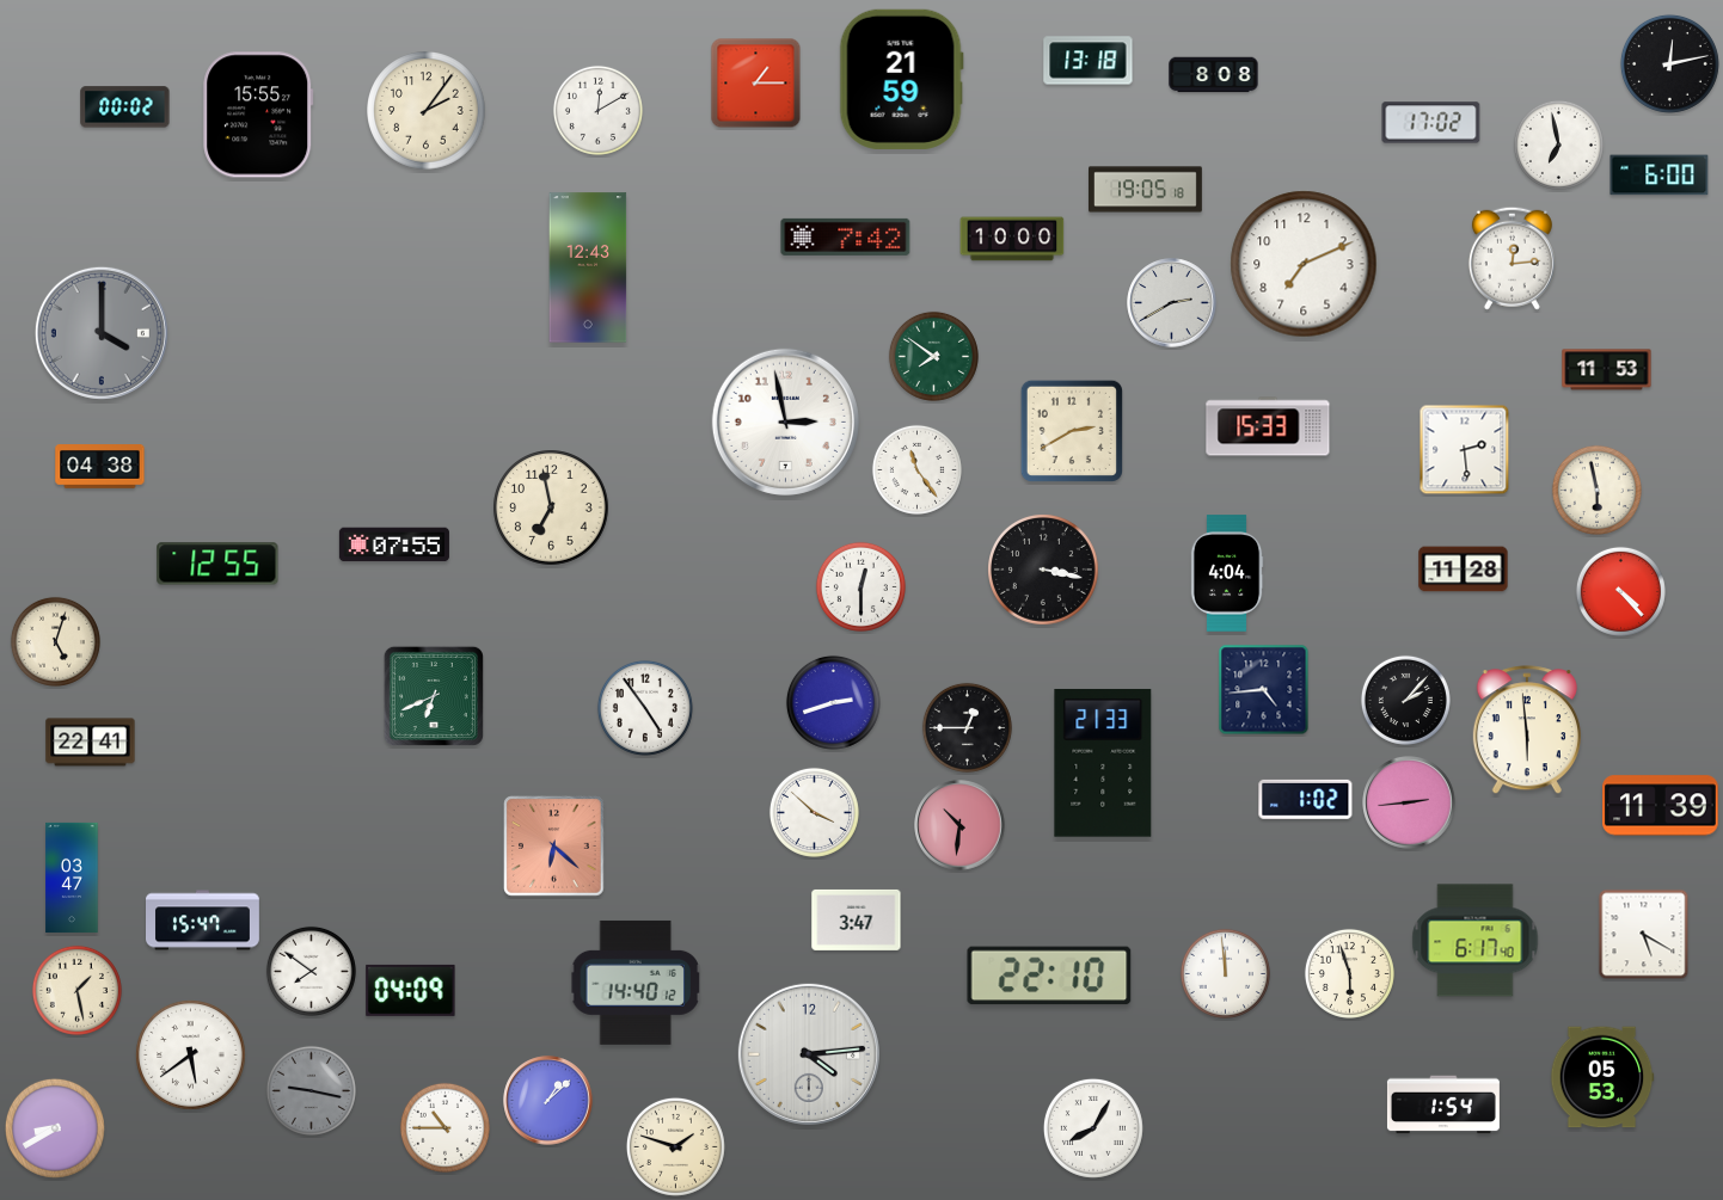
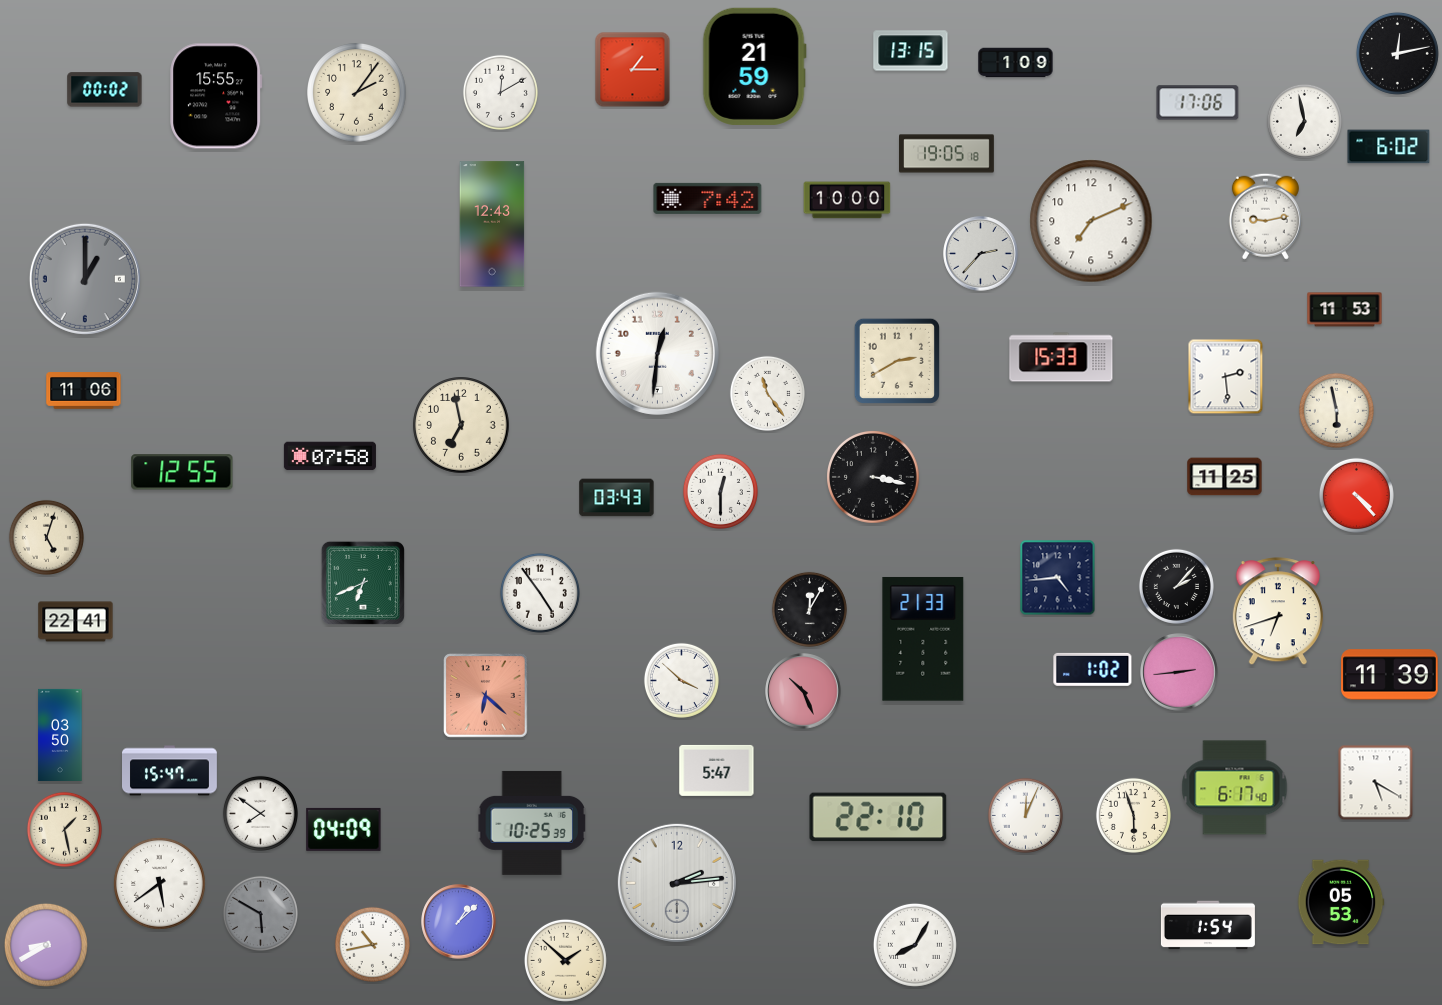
clock at (1089, 61): 13:18 -> 13:15
clock at (1214, 75): 8:08 -> 1:09
clock at (1431, 123): 17:02 -> 17:06
clock at (1660, 176): 6:00 -> 6:02
clock at (1146, 190) position: (1146, 190) -> (947, 154)
clock at (1512, 258): 12:14 -> 9:13
clock at (1172, 303): 2:40 -> 2:37
clock at (102, 333): 4:00 -> 1:00
clock at (933, 356): 7:51 -> none
clock at (785, 421): 2:58 -> 12:31
clock at (100, 467): 04:38 -> 11:06
clock at (394, 544): 07:55 -> 07:58
clock at (1464, 570): 11:28 -> 11:25
clock at (1227, 573): 4:04 -> none
clock at (617, 498): none -> 03:43
clock at (833, 702): 2:42 -> none
clock at (967, 727): 12:45 -> 12:05
clock at (1527, 731): 5:59 -> 6:42
clock at (959, 825): 10:31 -> 10:26
clock at (554, 847) position: (554, 847) -> (486, 696)
clock at (72, 878): 03:47 -> 03:50
clock at (857, 919): 3:47 -> 5:47
clock at (1225, 973): 11:59 -> 12:04
clock at (1349, 973) position: (1349, 973) -> (1133, 815)
clock at (634, 983): 14:40 -> 10:25
clock at (809, 1054): 4:14 -> 2:14
clock at (311, 1090): 9:17 -> 5:50
clock at (444, 1127): 10:45 -> 10:43
clock at (675, 1146): 1:48 -> 1:52
